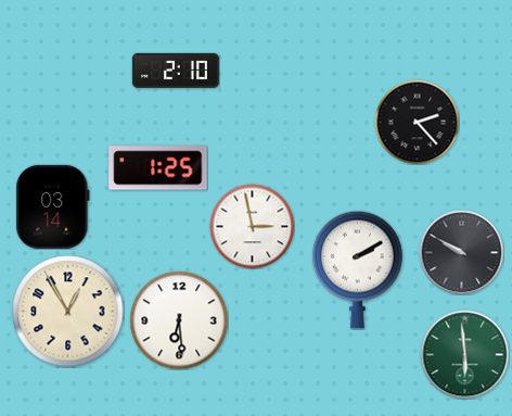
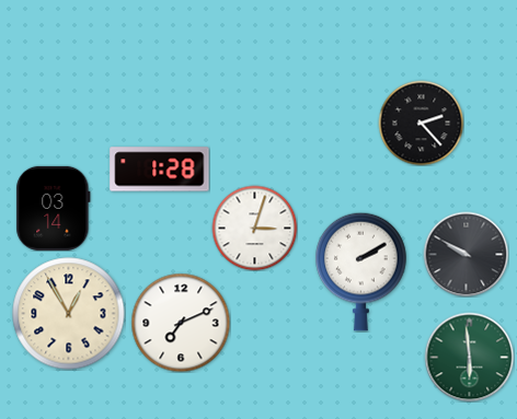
clock at (176, 71): 2:10 -> none
clock at (158, 168): 1:25 -> 1:28
clock at (252, 226): 2:58 -> 3:03
clock at (179, 320): 6:29 -> 7:11
